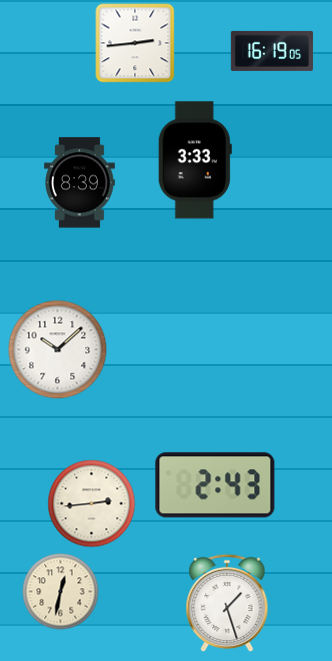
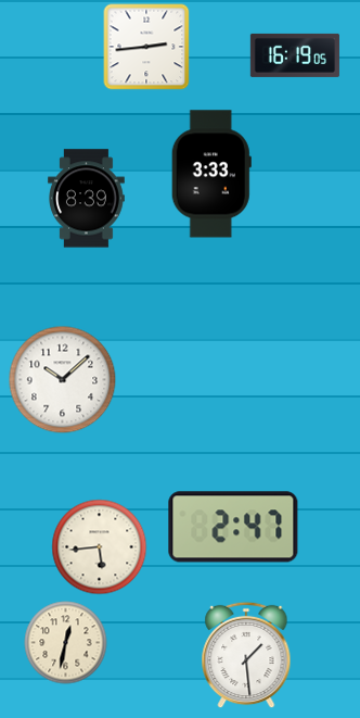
clock at (215, 485): 2:43 -> 2:47
clock at (92, 504): 2:44 -> 5:44
clock at (227, 603): 1:27 -> 1:29
